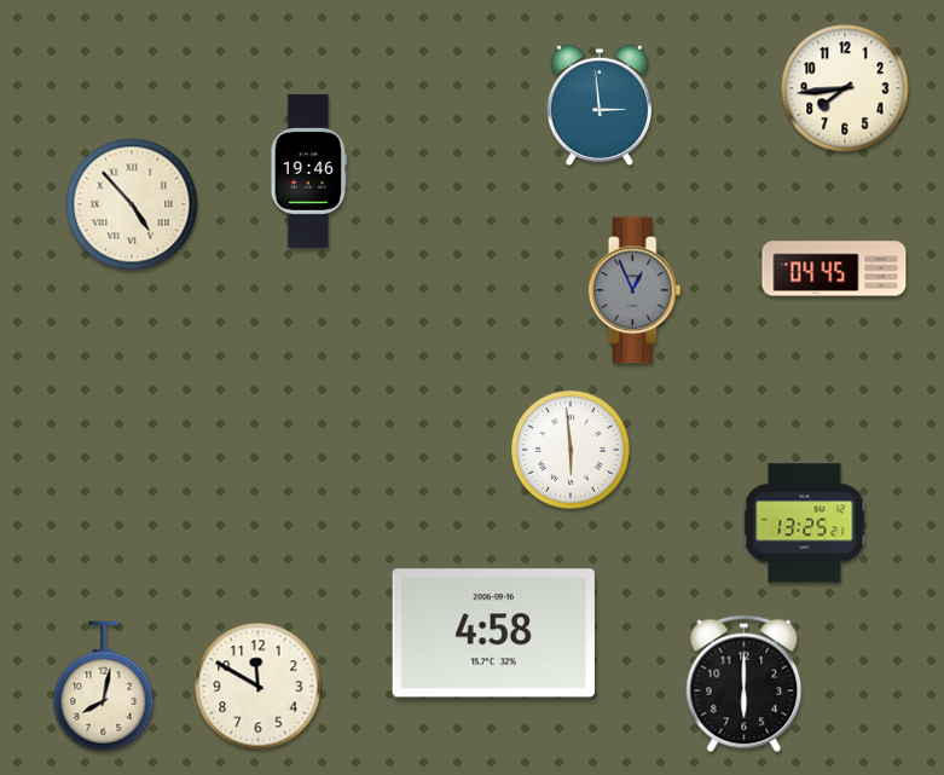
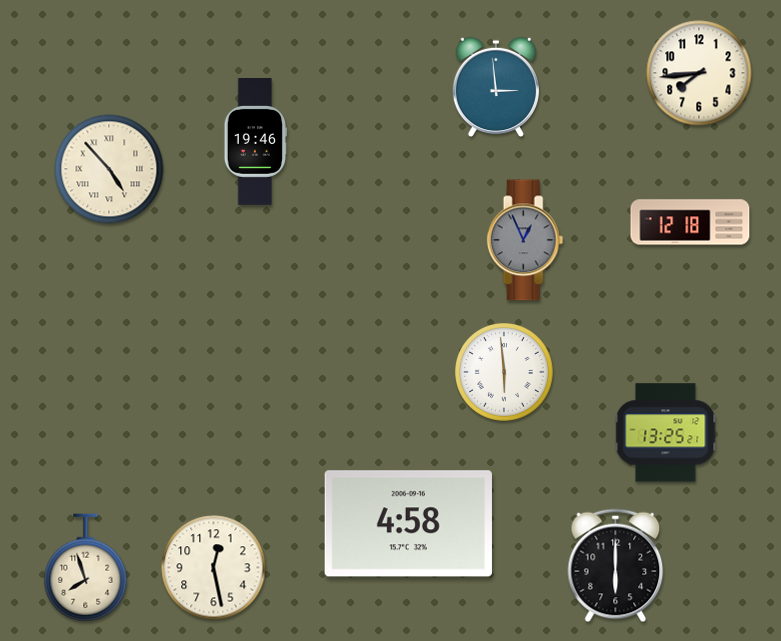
clock at (834, 268): 04:45 -> 12:18
clock at (572, 451) position: (572, 451) -> (505, 373)
clock at (104, 687): 8:02 -> 7:57
clock at (259, 687): 11:50 -> 12:28
